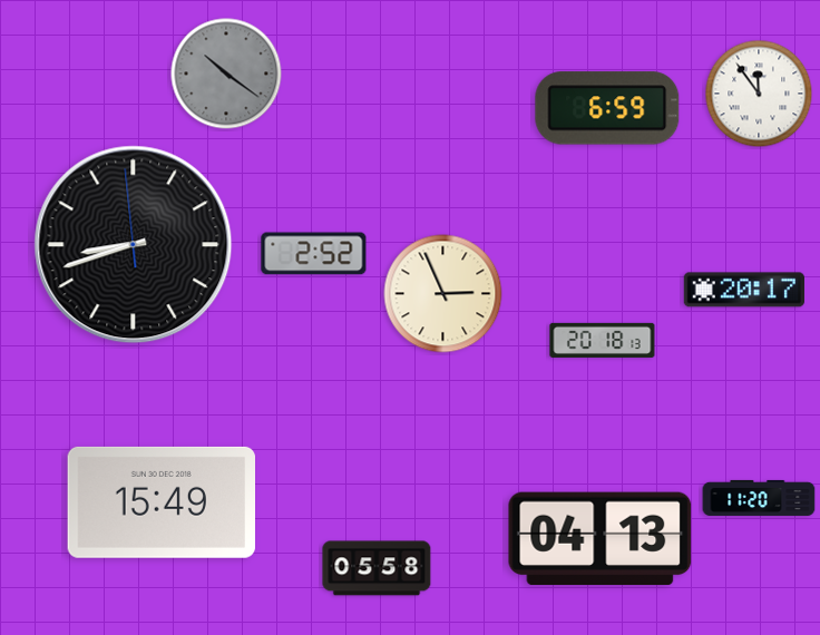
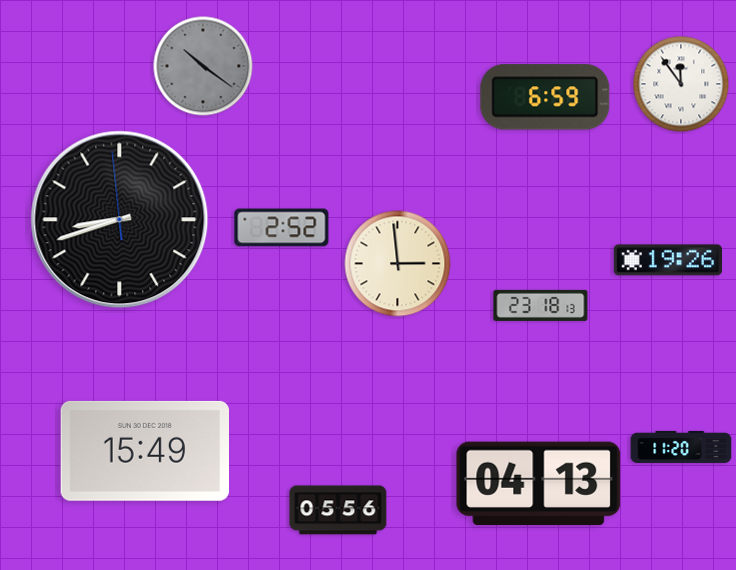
clock at (744, 290): 20:17 -> 19:26
clock at (443, 294): 2:56 -> 2:59
clock at (603, 340): 20:18 -> 23:18
clock at (377, 568): 05:58 -> 05:56
